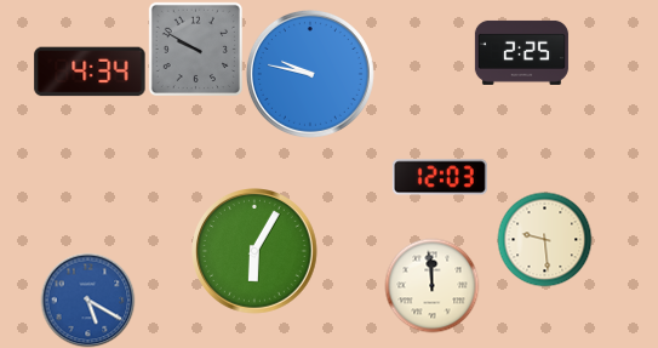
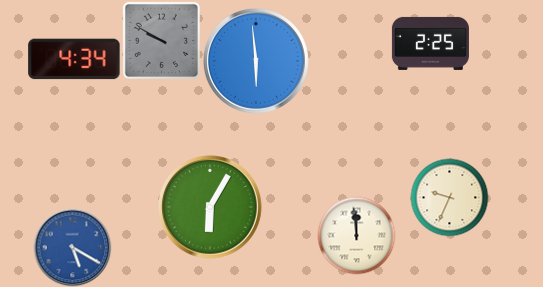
clock at (310, 74): 9:47 -> 5:59
clock at (440, 177): 12:03 -> none
clock at (544, 239): 9:29 -> 9:34
